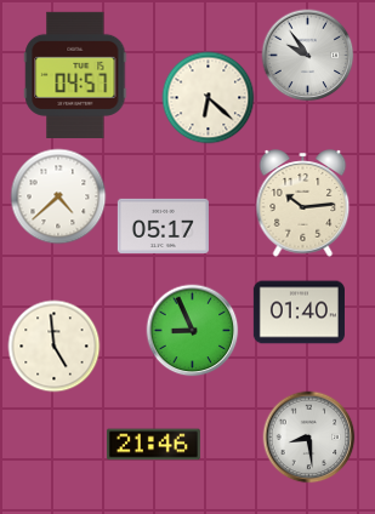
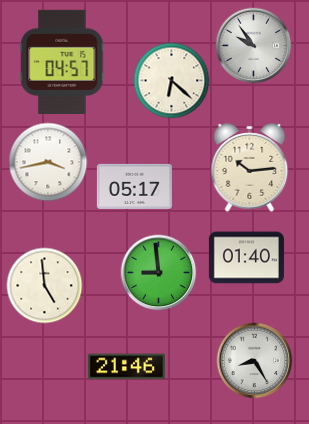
clock at (58, 196): 4:38 -> 3:43
clock at (193, 331): 8:56 -> 8:59
clock at (309, 438): 8:29 -> 8:25
